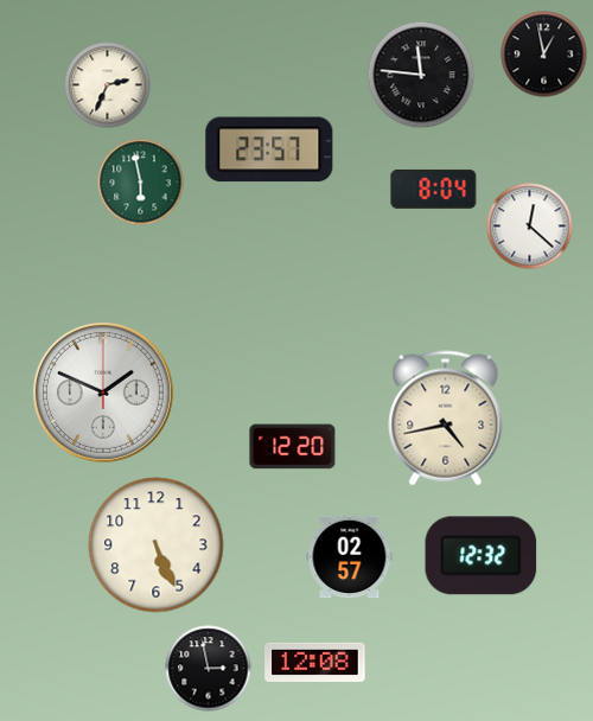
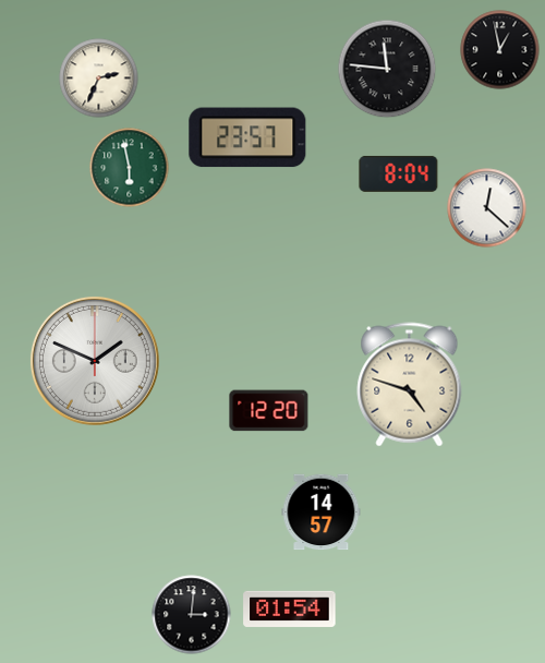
clock at (446, 419): 4:43 -> 4:48
clock at (157, 545): 5:26 -> none
clock at (482, 556): 12:32 -> none
clock at (350, 557): 02:57 -> 14:57
clock at (315, 662): 12:08 -> 01:54
clock at (209, 669): 2:58 -> 3:01
